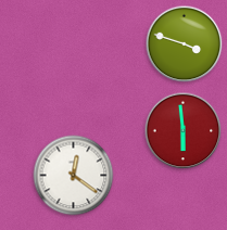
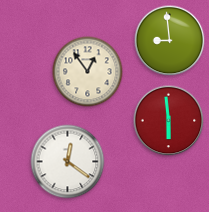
clock at (185, 44): 3:48 -> 8:59
clock at (88, 72): none -> 12:54
